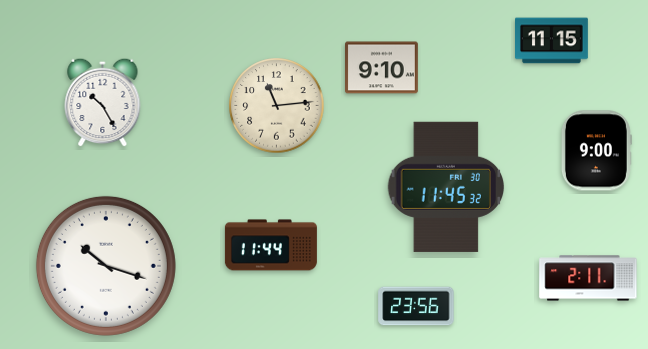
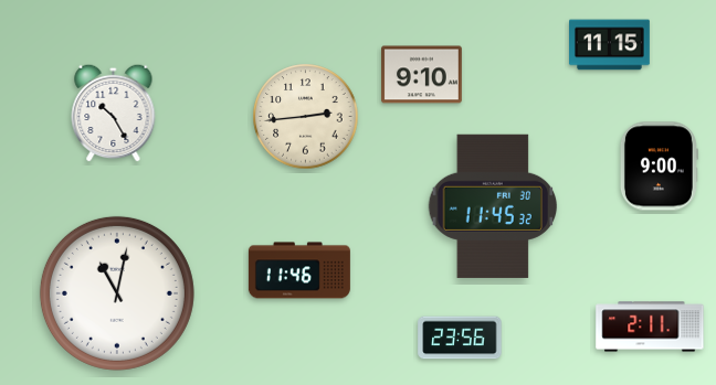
clock at (277, 106): 11:14 -> 2:44
clock at (271, 245): 11:44 -> 11:46
clock at (106, 266): 10:18 -> 11:02
clock at (588, 278) position: (588, 278) -> (650, 327)
